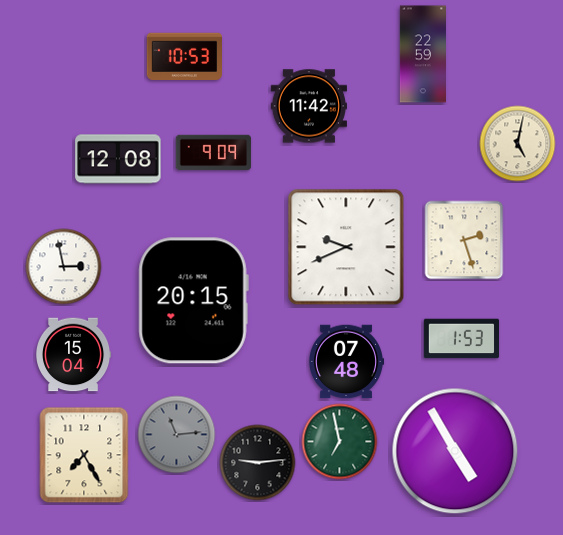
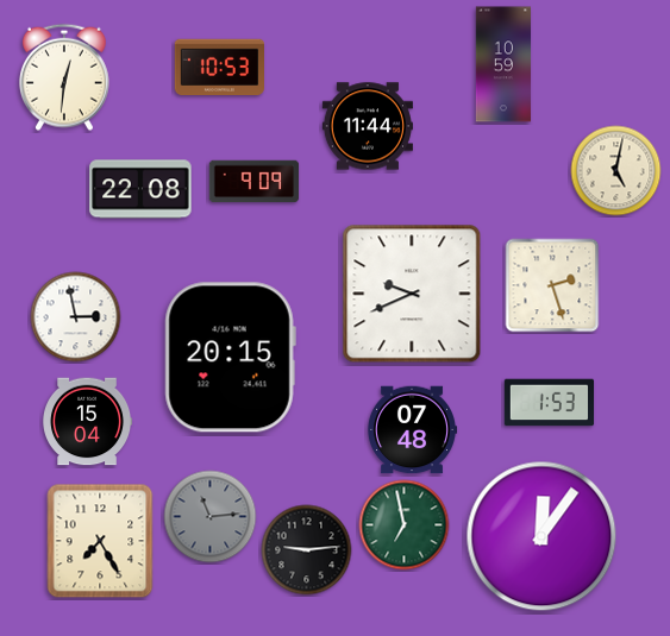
clock at (423, 54): 22:59 -> 10:59
clock at (64, 77): none -> 12:31
clock at (308, 106): 11:42 -> 11:44
clock at (118, 159): 12:08 -> 22:08
clock at (455, 451): 4:55 -> 12:06
